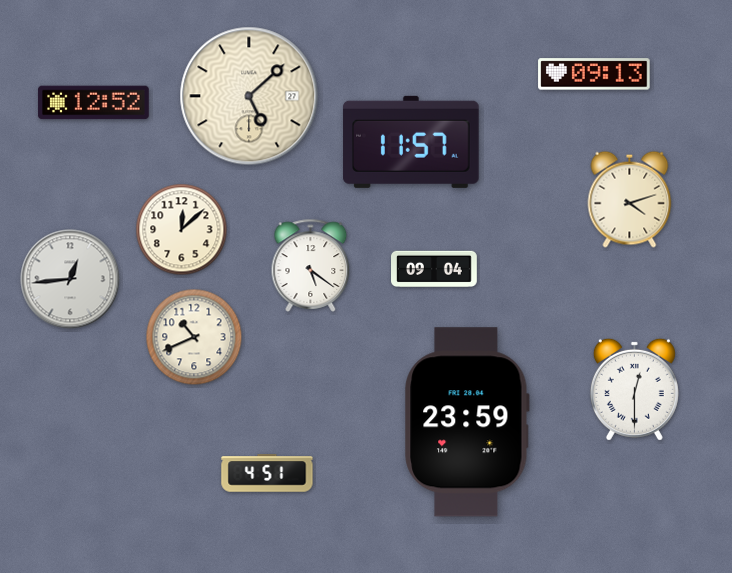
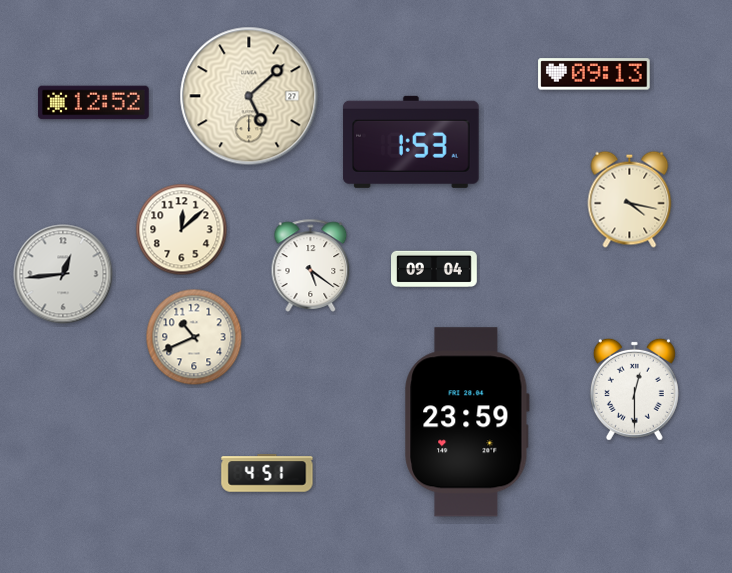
clock at (411, 142): 11:57 -> 1:53
clock at (630, 199): 4:12 -> 4:17
clock at (70, 279) position: (70, 279) -> (63, 274)
